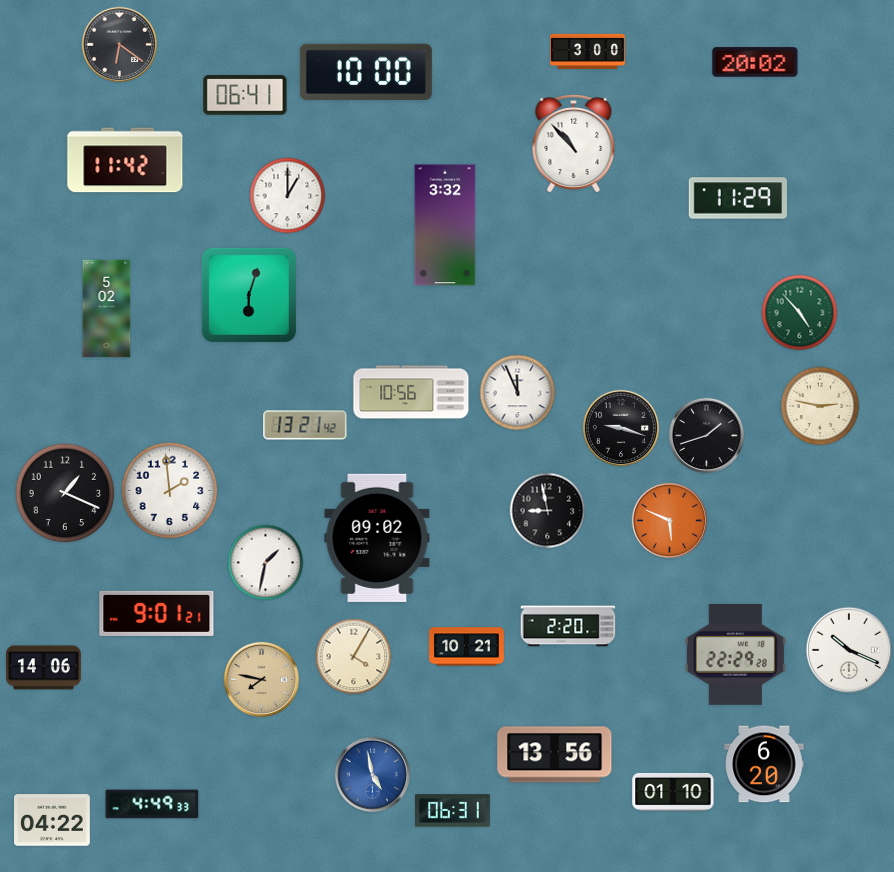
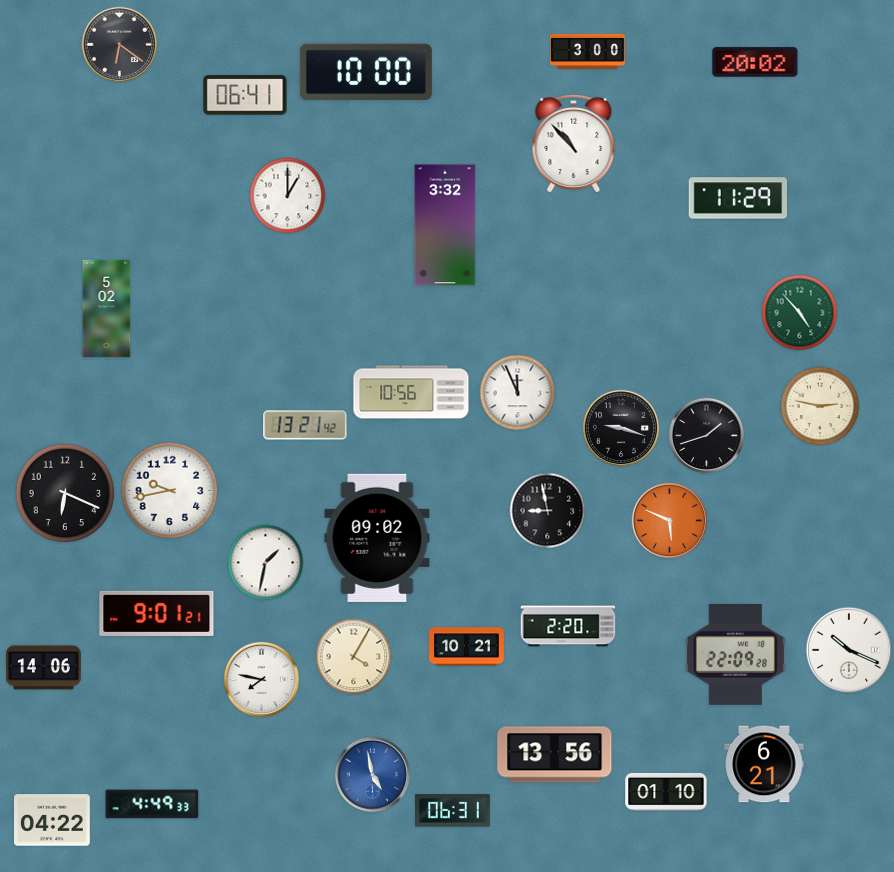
clock at (125, 160): 11:42 -> none
clock at (249, 295): 6:03 -> none
clock at (170, 491): 1:59 -> 9:43
clock at (65, 493): 1:19 -> 6:19
clock at (735, 654): 22:29 -> 22:09
clock at (262, 680) dial: champagne -> white
clock at (764, 764): 6:20 -> 6:21
clock at (673, 792) position: (673, 792) -> (666, 792)
